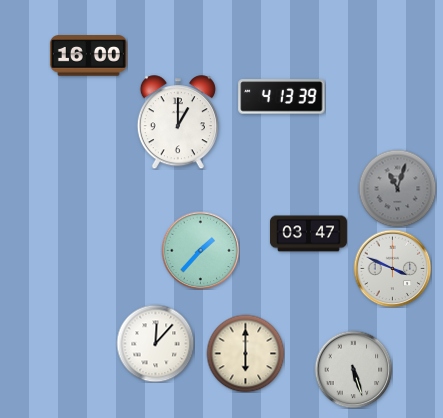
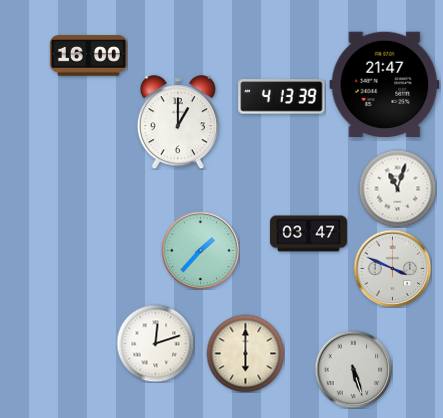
clock at (385, 84): none -> 21:47
clock at (397, 188) dial: grey -> white
clock at (155, 343): 12:07 -> 12:12
